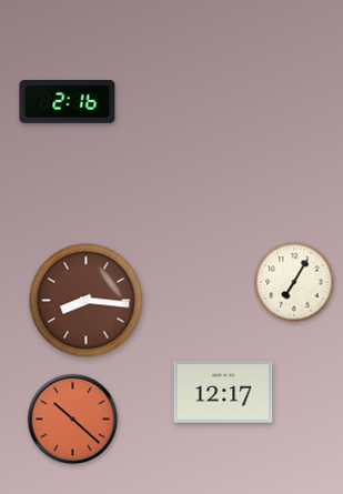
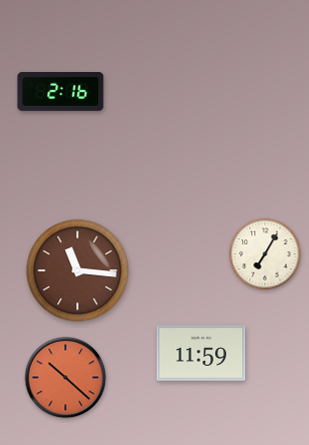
clock at (87, 301): 8:16 -> 11:16
clock at (223, 392): 12:17 -> 11:59
